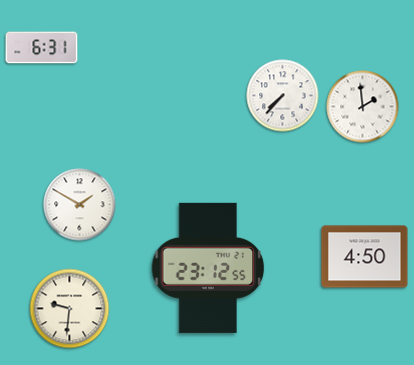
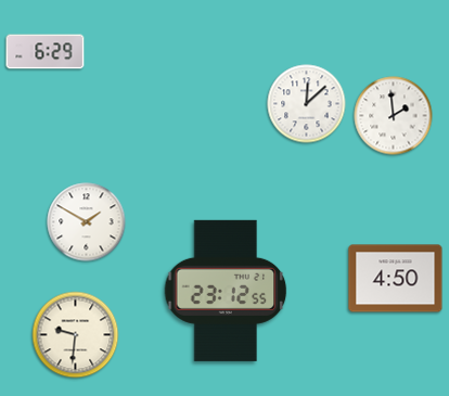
clock at (42, 48): 6:31 -> 6:29
clock at (283, 96): 7:37 -> 12:08
